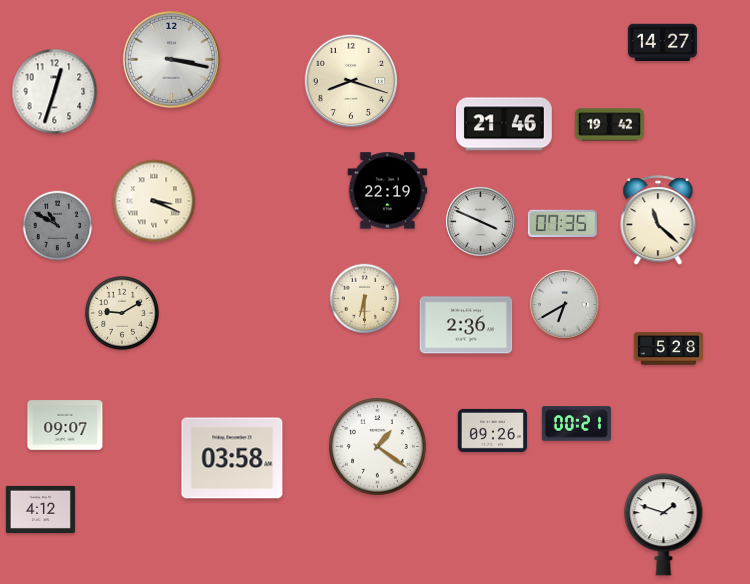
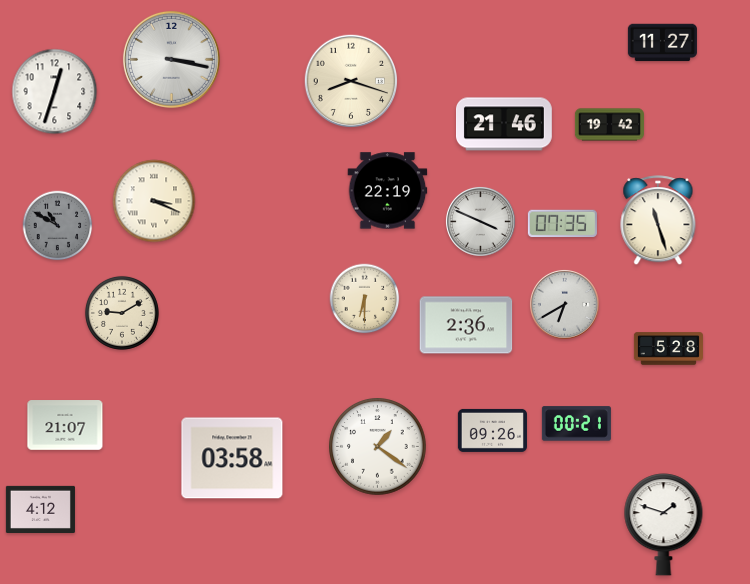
clock at (662, 43): 14:27 -> 11:27
clock at (658, 221): 11:22 -> 11:27
clock at (65, 425): 09:07 -> 21:07
